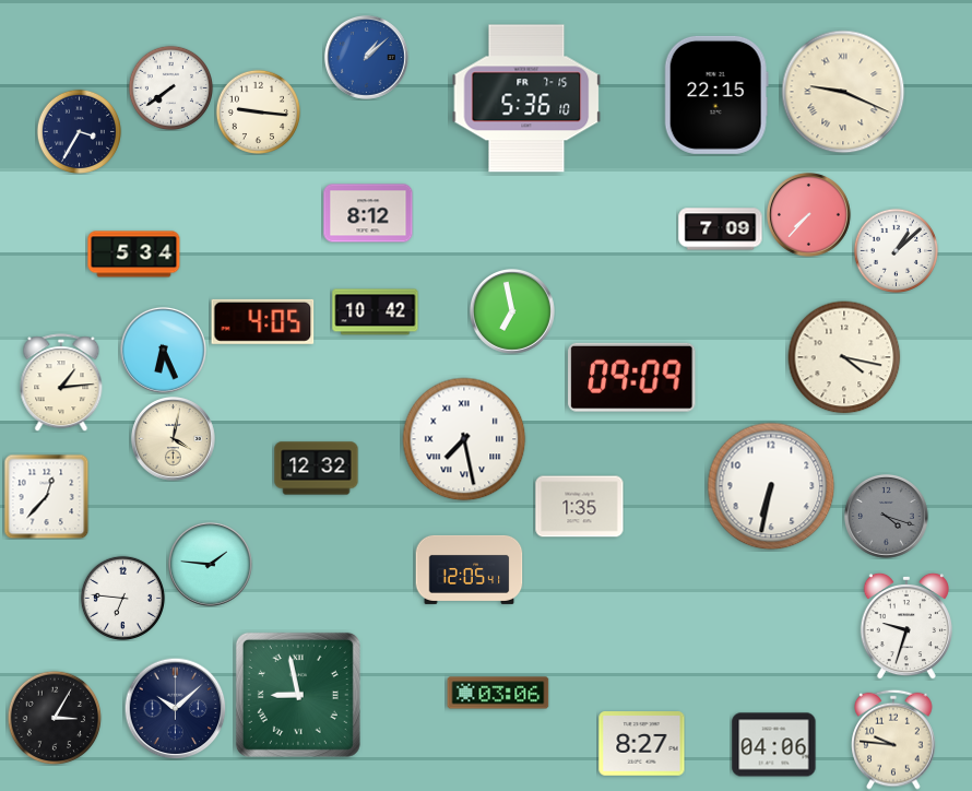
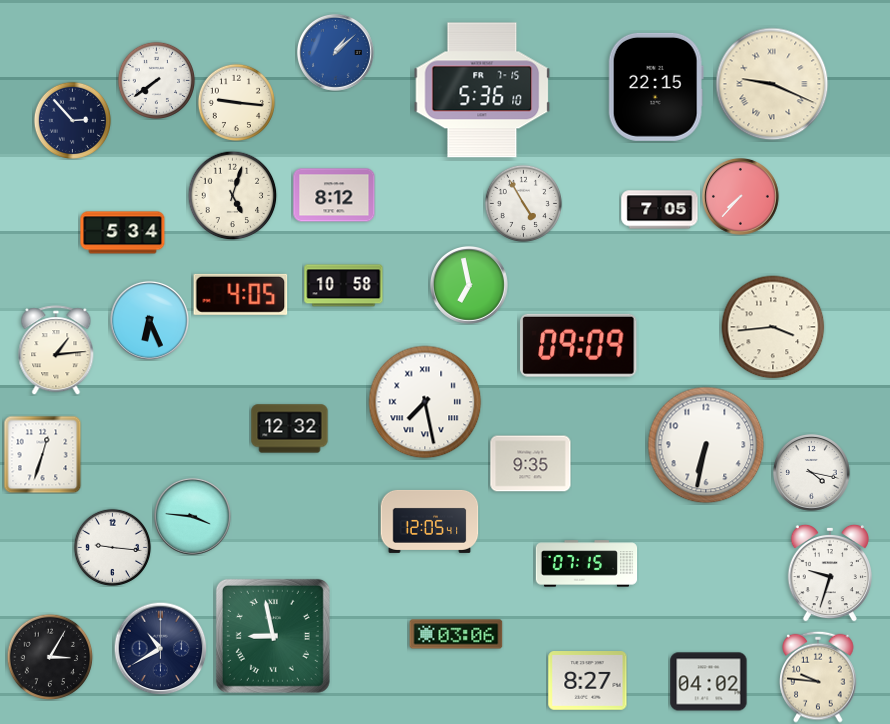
clock at (79, 131): 3:35 -> 2:53
clock at (232, 195): none -> 5:03
clock at (368, 213) position: (368, 213) -> (334, 195)
clock at (523, 203): none -> 4:55
clock at (721, 229): 7:09 -> 7:05
clock at (896, 250): 1:08 -> none
clock at (376, 312): 10:42 -> 10:58
clock at (844, 357): 4:17 -> 3:44
clock at (174, 439): 4:02 -> none
clock at (46, 496): 12:37 -> 12:33
clock at (580, 507): 1:35 -> 9:35
clock at (887, 517): 4:18 -> 4:17
clock at (887, 517) dial: grey -> white
clock at (211, 565): 1:46 -> 3:46
clock at (122, 598): 6:46 -> 9:16
clock at (587, 564): none -> 07:15
clock at (175, 708): 10:08 -> 10:40
clock at (774, 745): 04:06 -> 04:02
